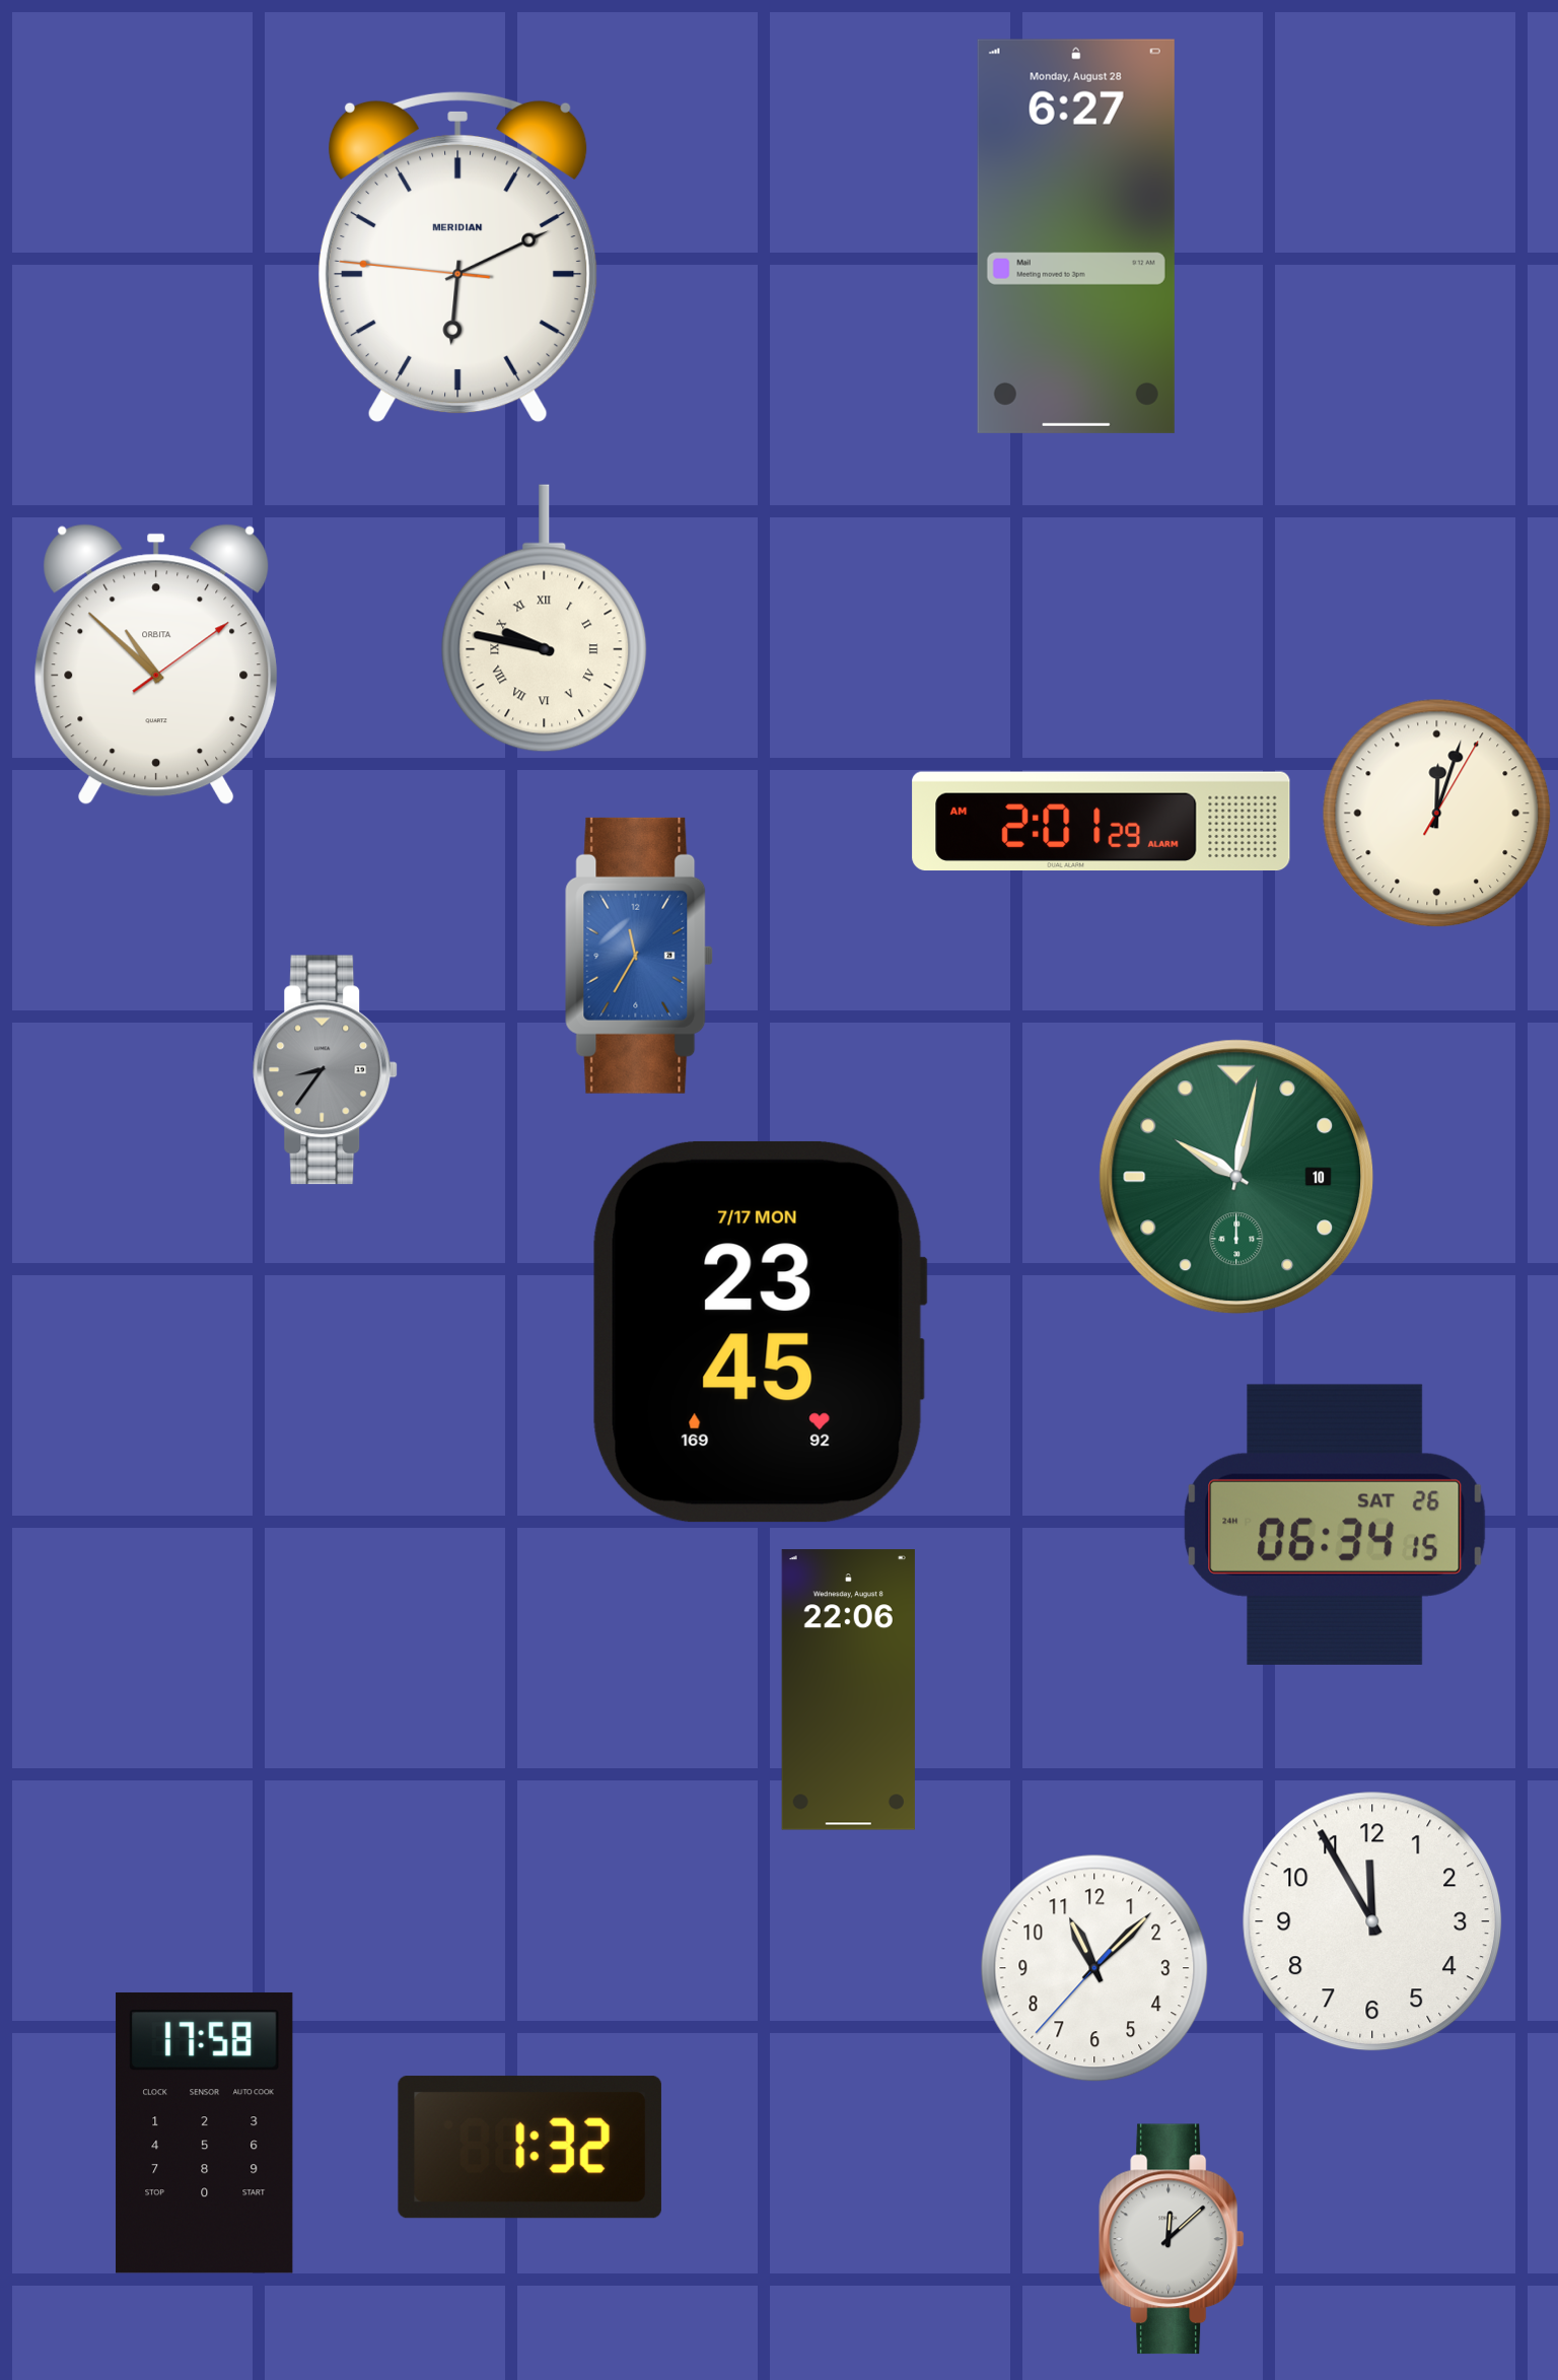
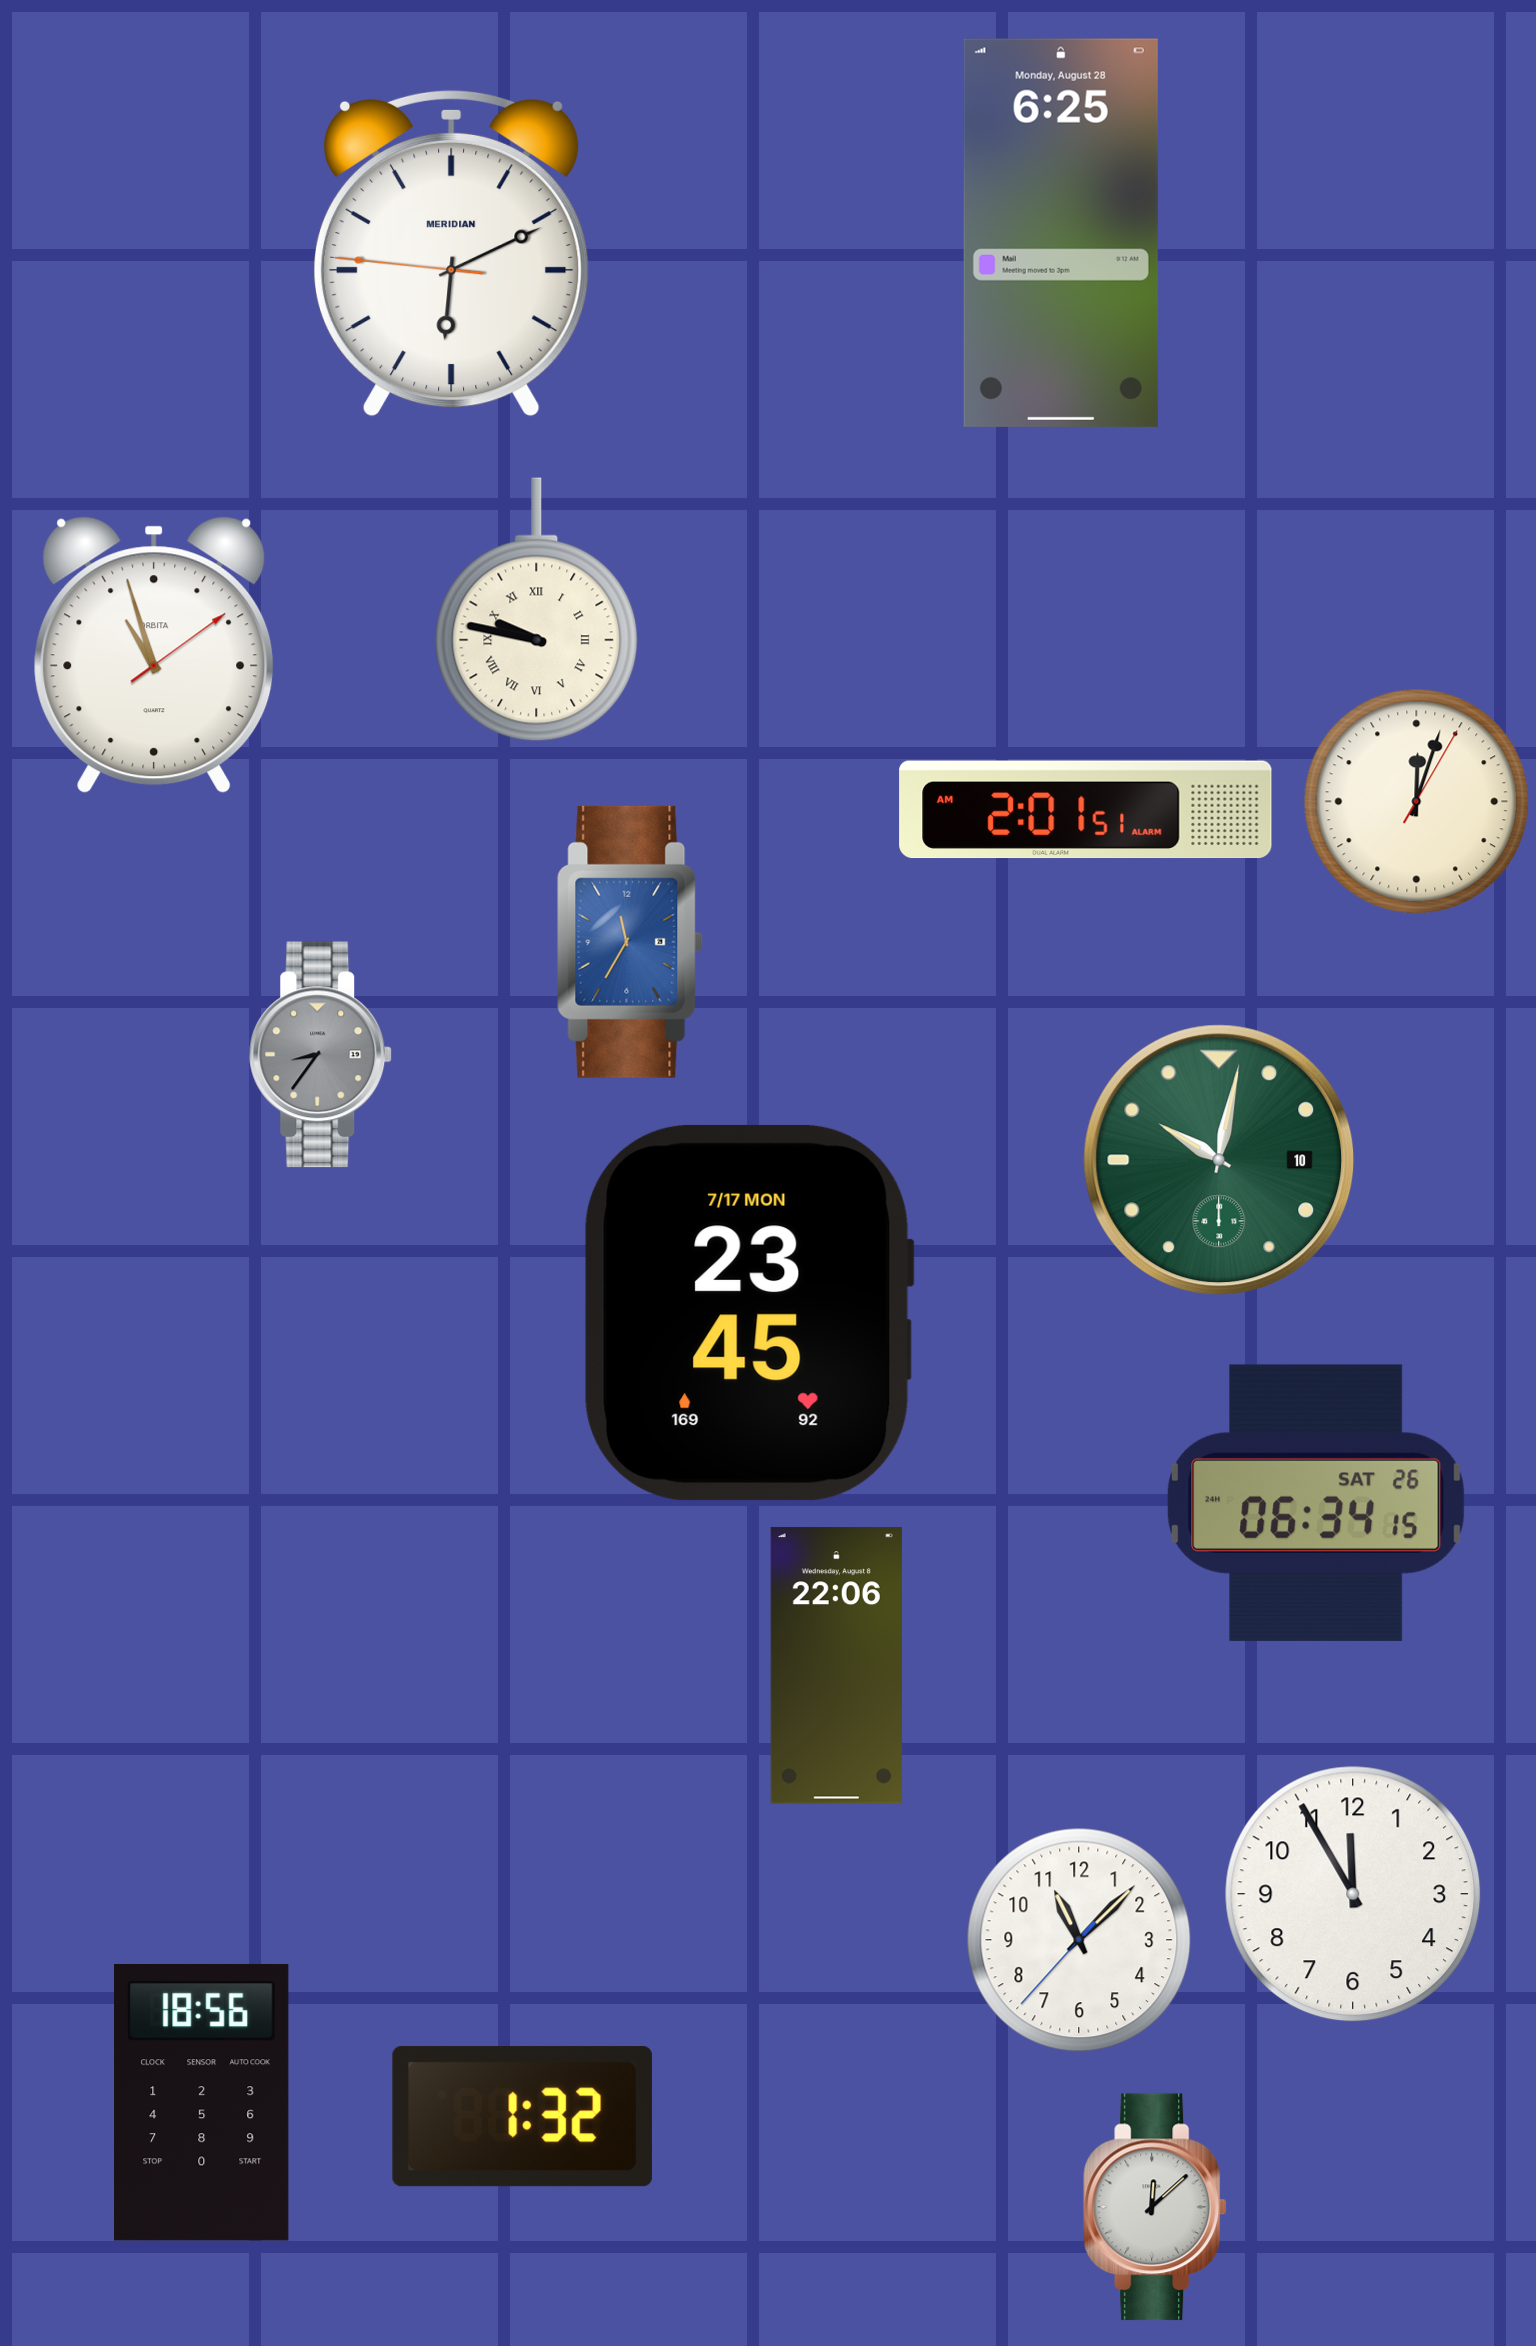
clock at (1076, 236): 6:27 -> 6:25
clock at (156, 664): 10:52 -> 10:57
clock at (1102, 822): 2:01:29 AM -> 2:01:51 AM
clock at (205, 2132): 17:58 -> 18:56
